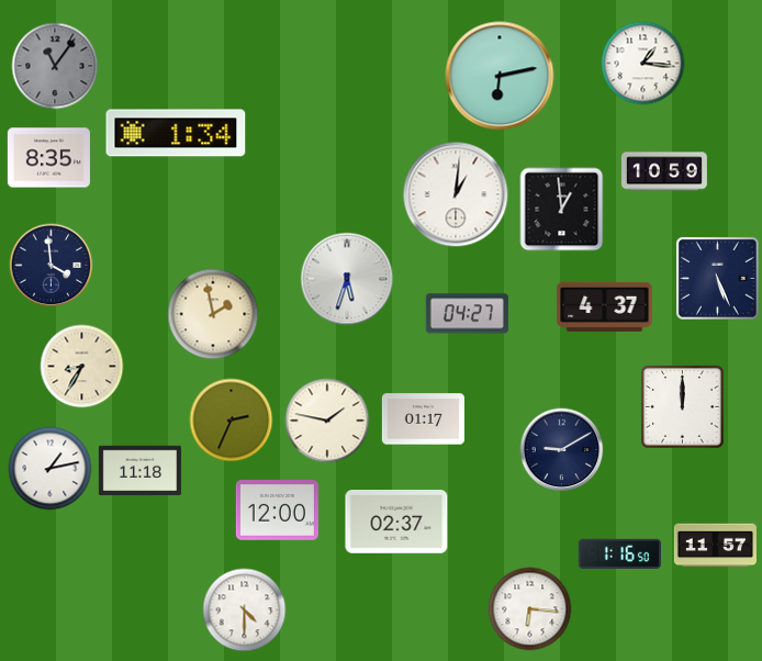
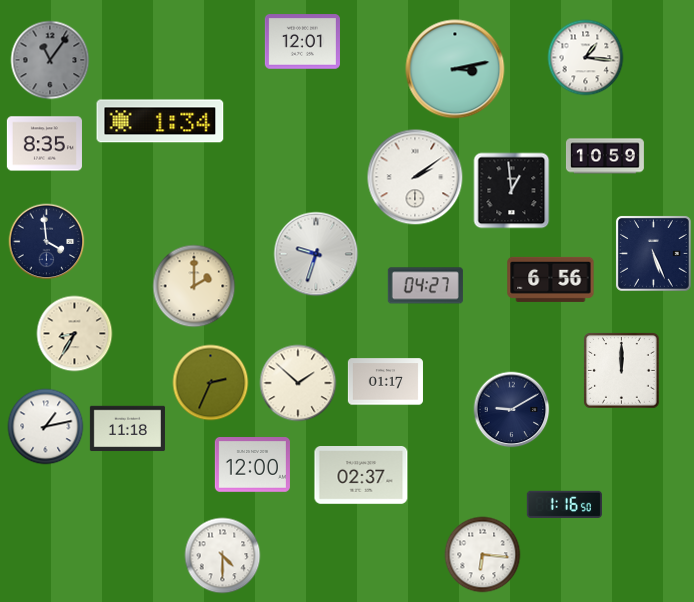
clock at (302, 42): none -> 12:01
clock at (500, 76): 6:13 -> 3:13
clock at (456, 194): 1:01 -> 2:09
clock at (347, 279): 5:33 -> 9:33
clock at (605, 306): 4:37 -> 6:56
clock at (213, 314): 1:58 -> 2:00
clock at (327, 421): 1:47 -> 1:52
clock at (715, 546): 11:57 -> none
